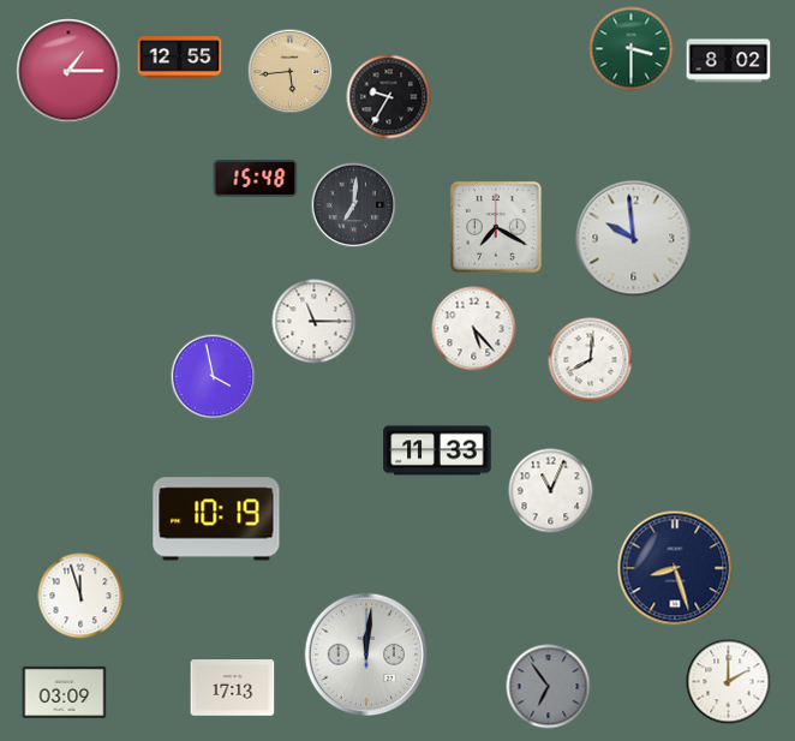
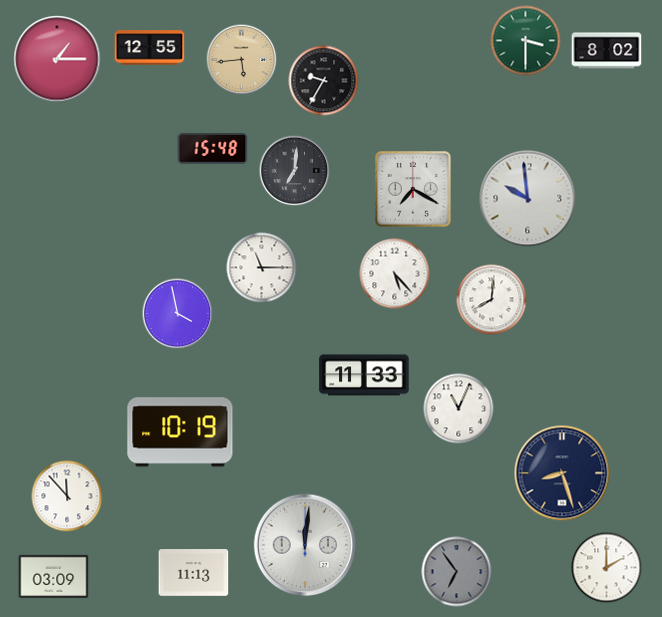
clock at (80, 596): 11:57 -> 11:53
clock at (233, 688): 17:13 -> 11:13
